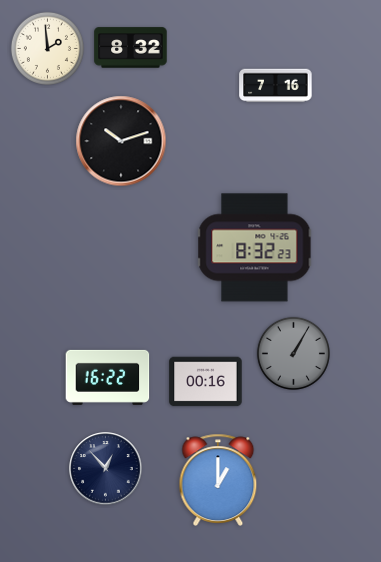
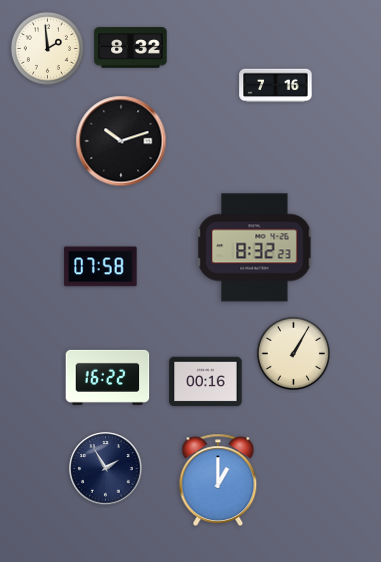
clock at (101, 267): none -> 07:58
clock at (293, 353) dial: grey -> cream
clock at (106, 469): 12:53 -> 1:55
